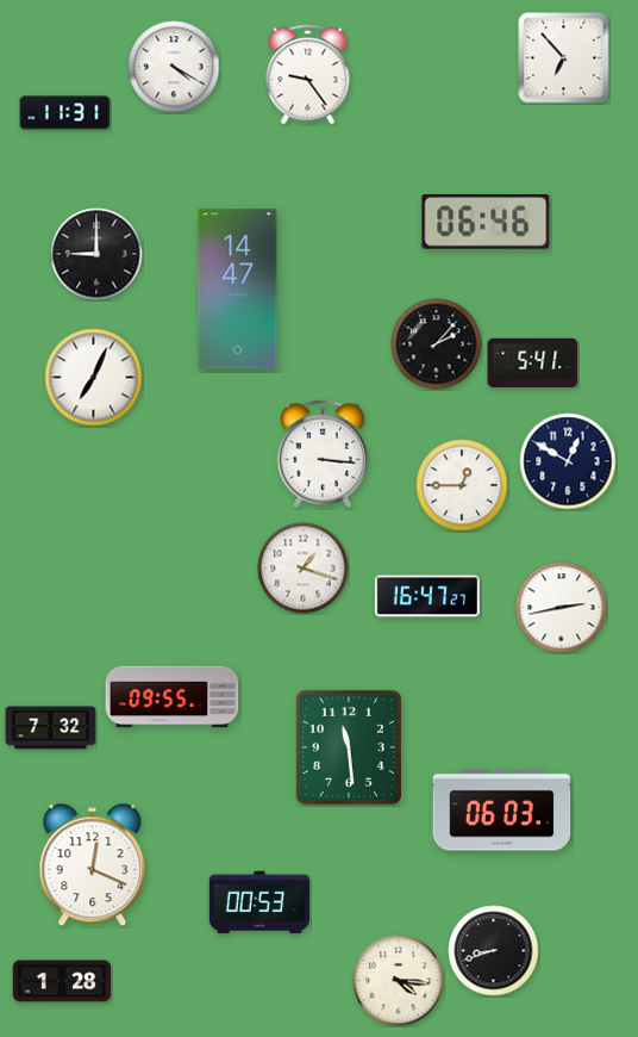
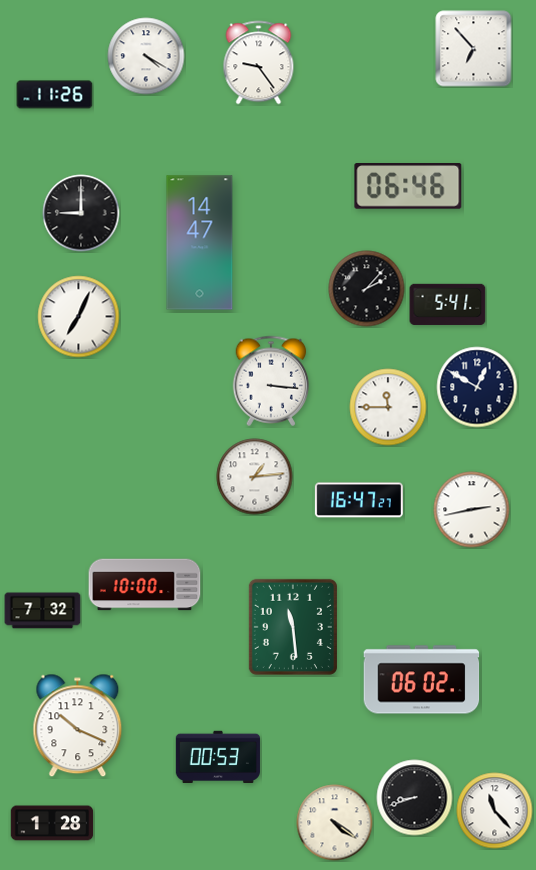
clock at (65, 113): 11:31 -> 11:26
clock at (462, 485): 12:45 -> 11:45
clock at (304, 569): 1:18 -> 1:14
clock at (173, 697): 09:55 -> 10:00
clock at (502, 811): 06:03 -> 06:02
clock at (93, 865): 12:19 -> 10:19
clock at (495, 811): none -> 11:23
clock at (399, 981): 4:16 -> 4:21
